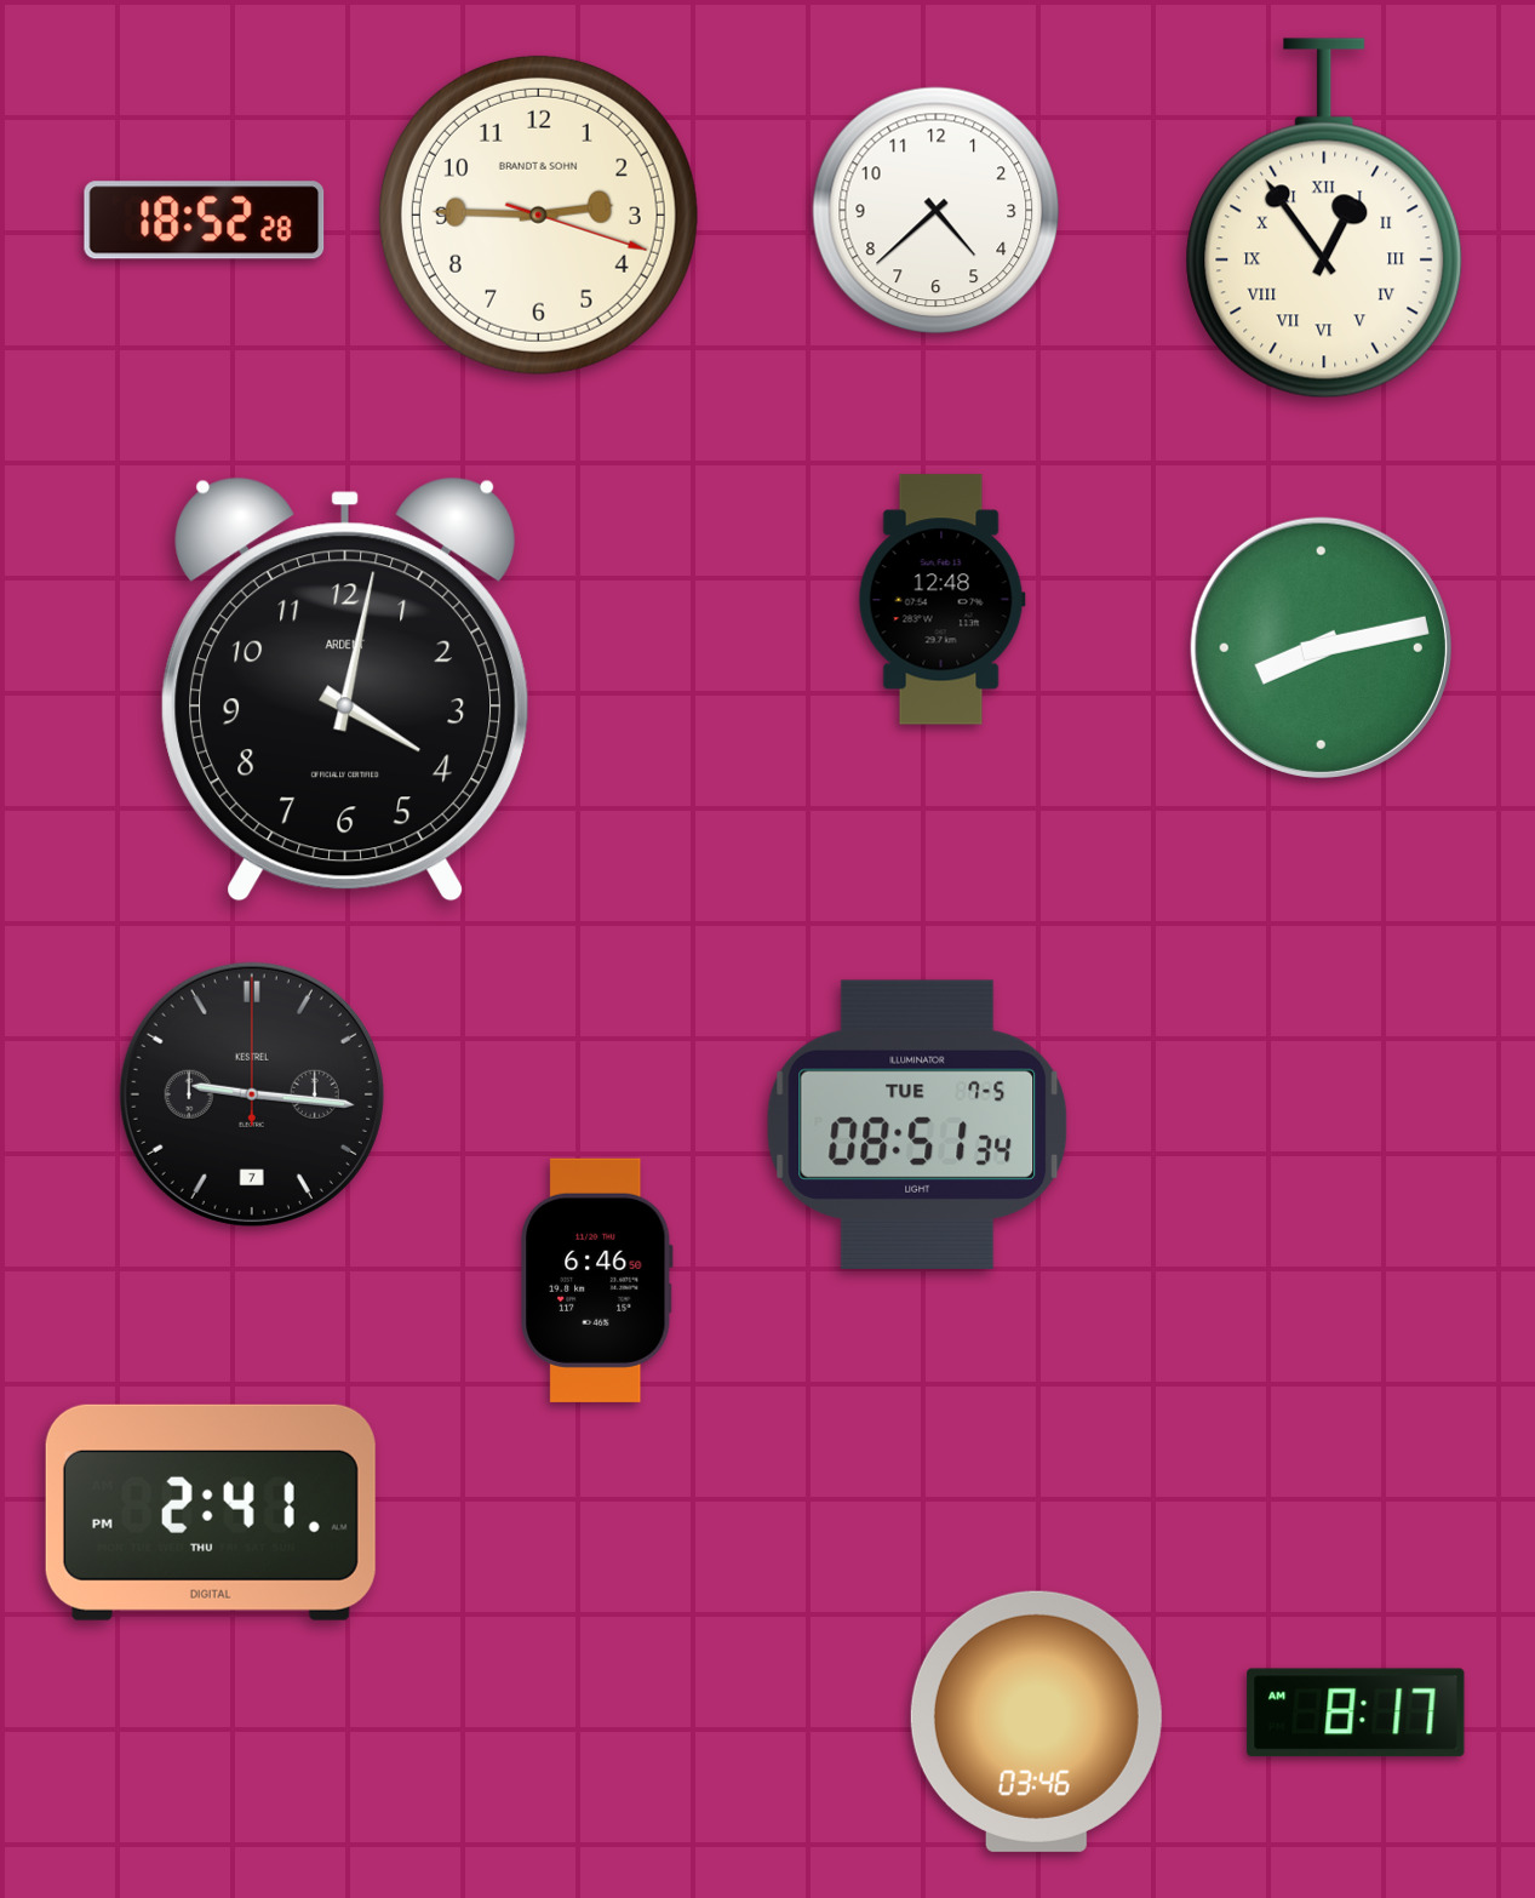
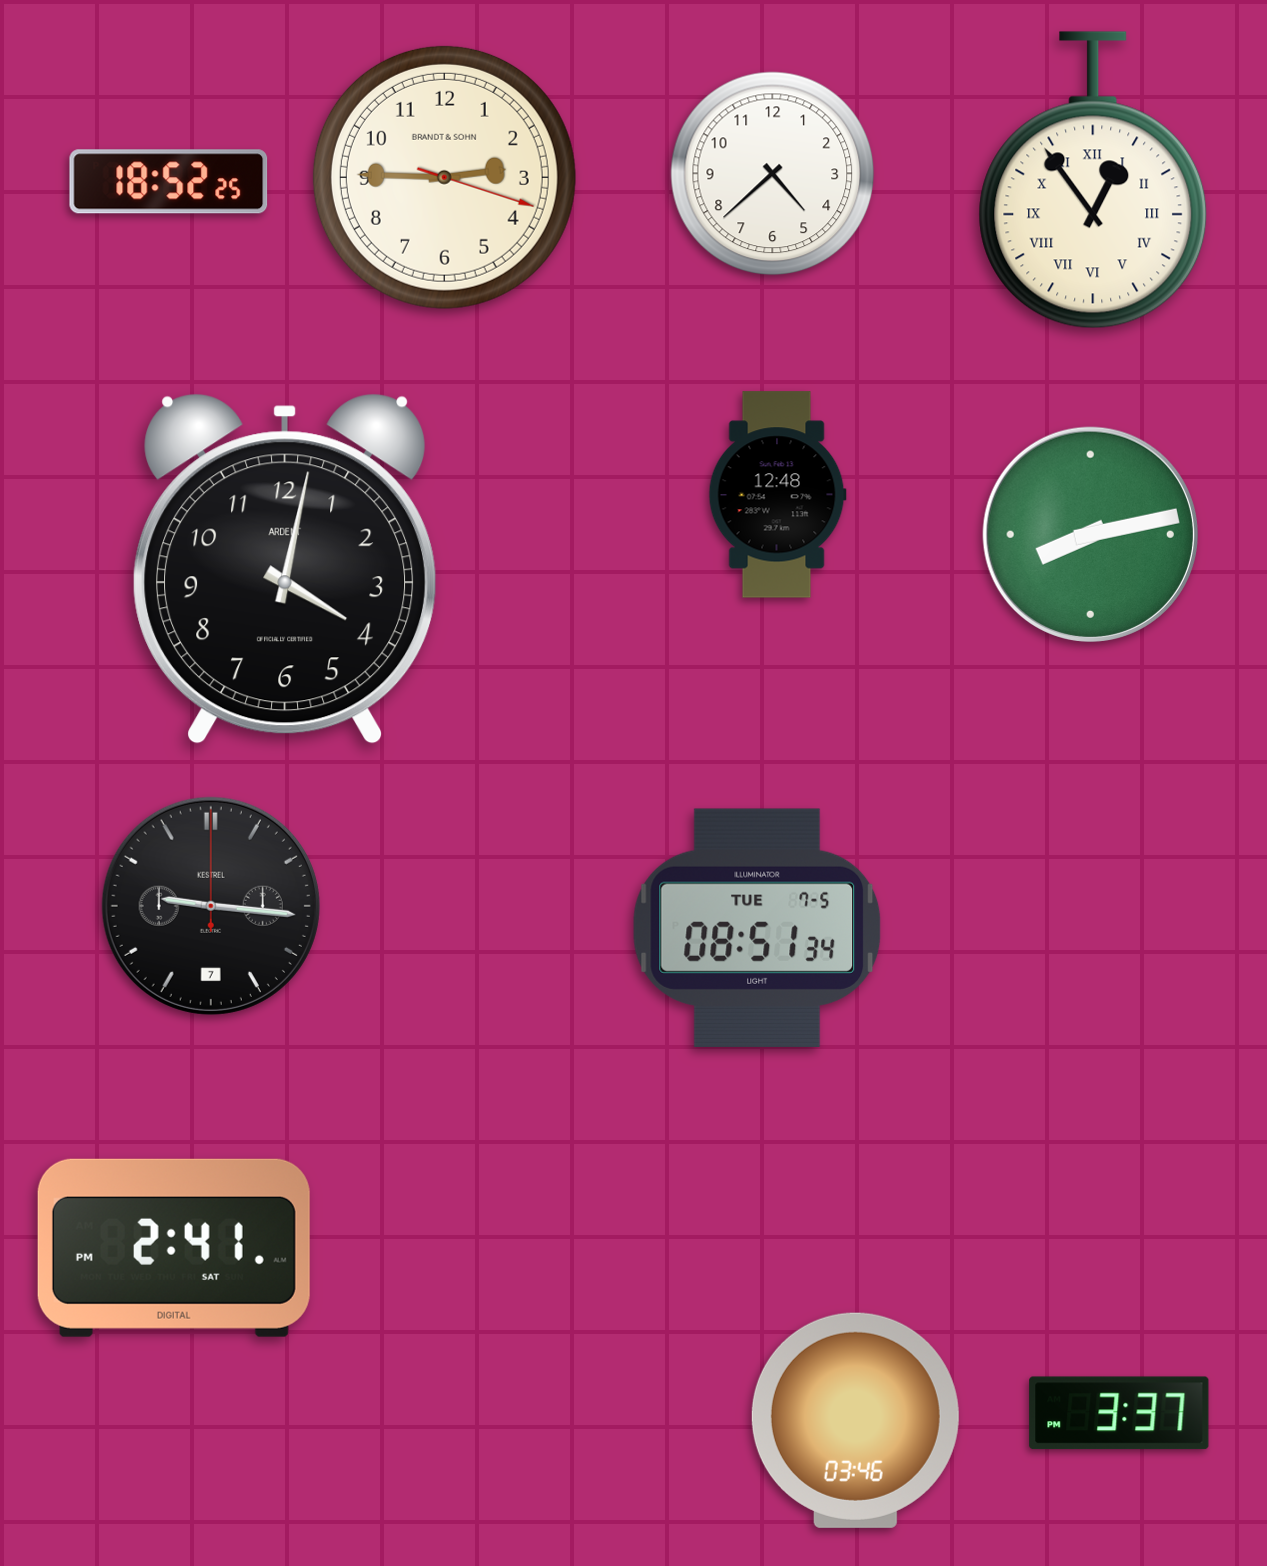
clock at (205, 221): 18:52:28 -> 18:52:25
clock at (252, 1094) position: (252, 1094) -> (211, 906)
clock at (597, 1280): 6:46 -> none
clock at (211, 1513) date: THU -> SAT
clock at (1356, 1713): 8:17 -> 3:37
